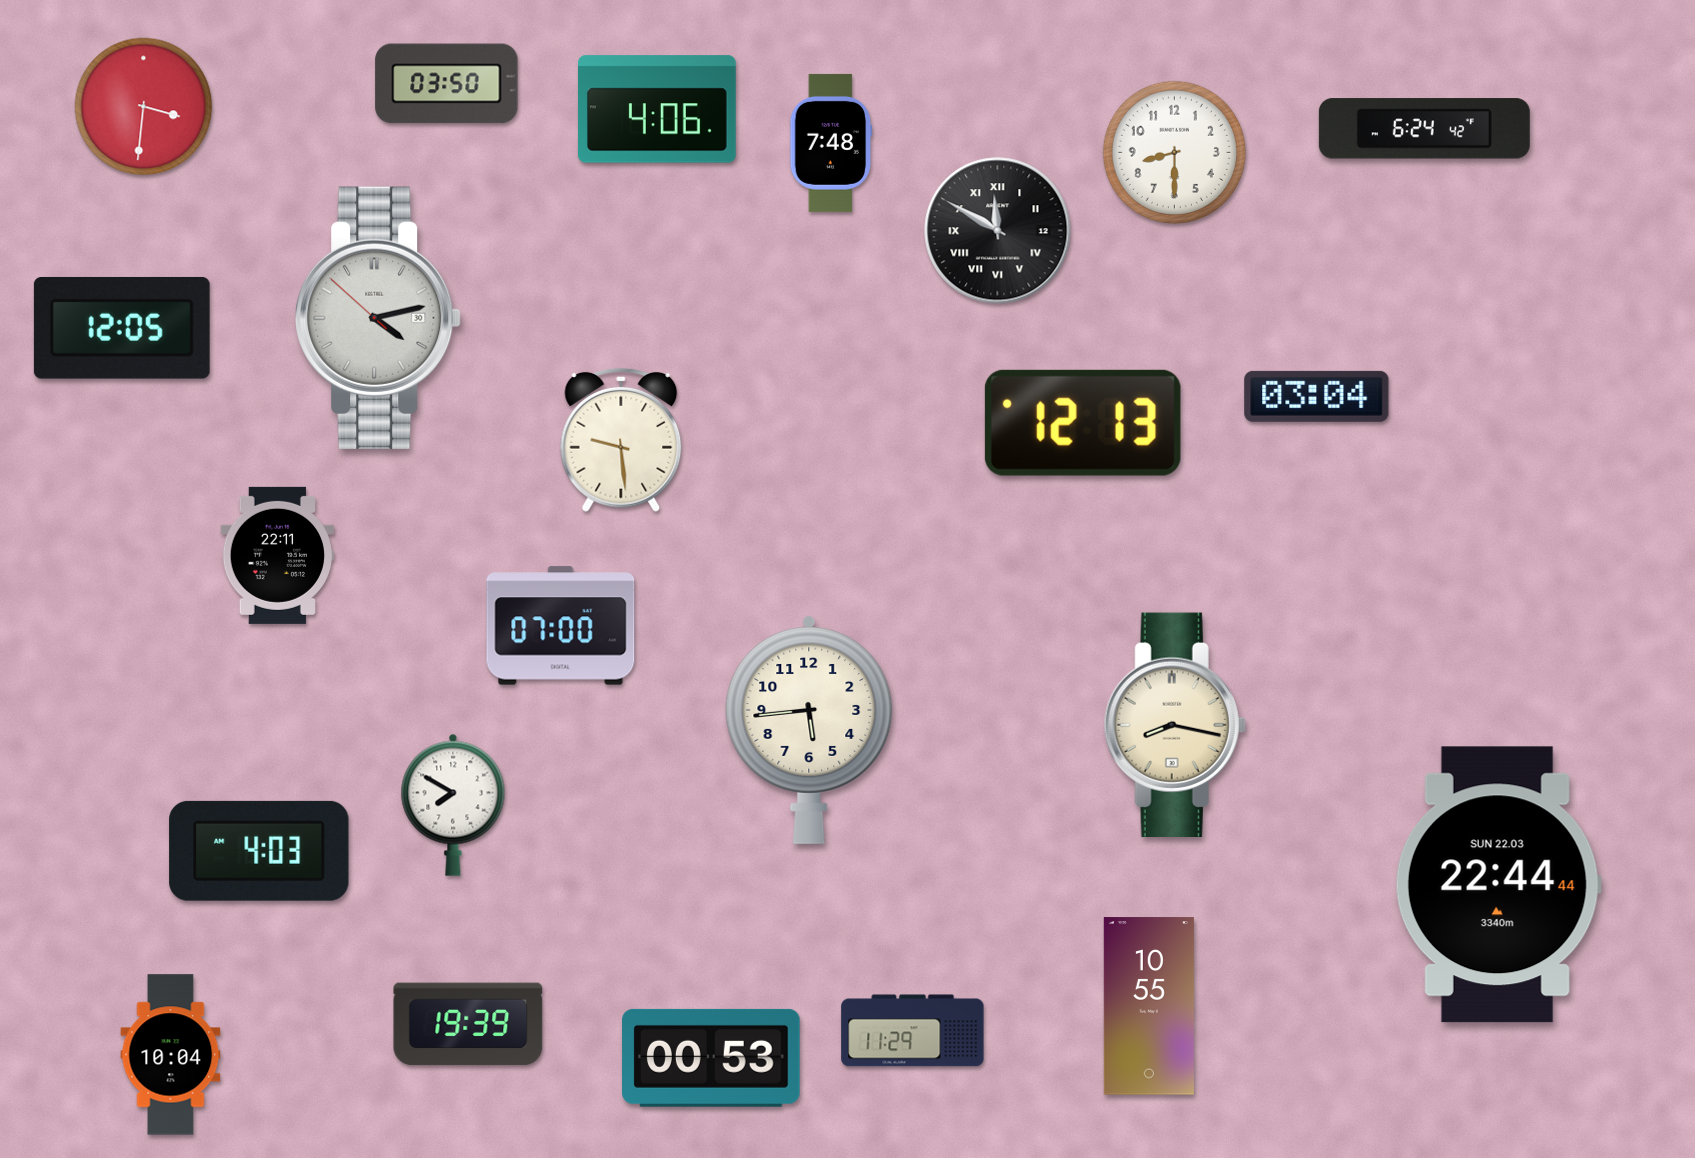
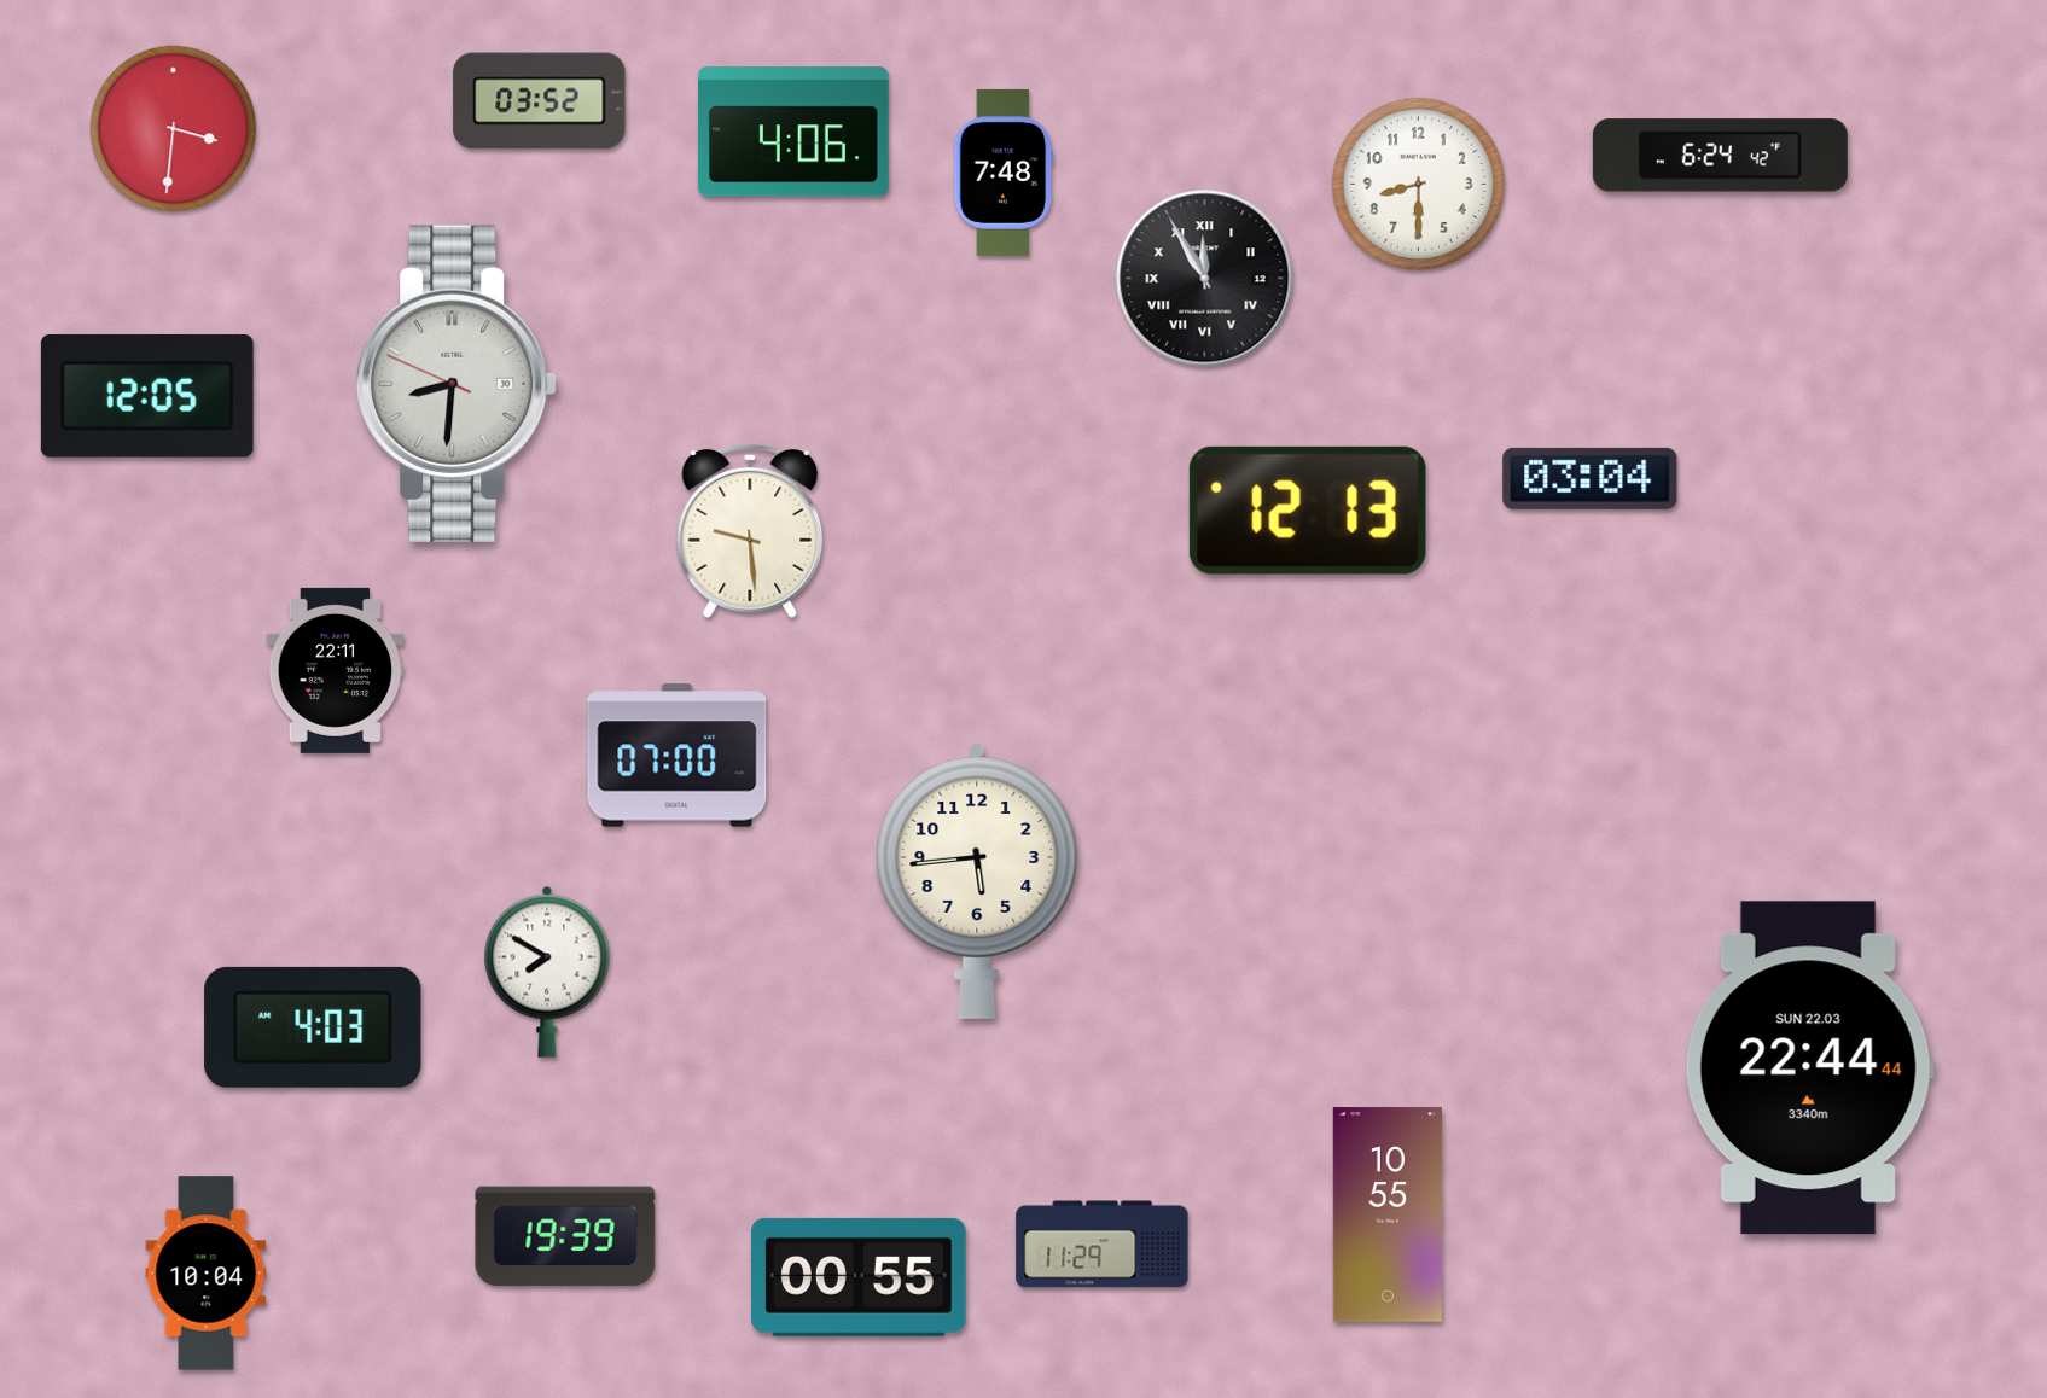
clock at (447, 84): 03:50 -> 03:52
clock at (998, 231): 11:50 -> 11:55
clock at (378, 318): 4:12 -> 8:30
clock at (1175, 724): 8:17 -> none
clock at (711, 1058): 00:53 -> 00:55
